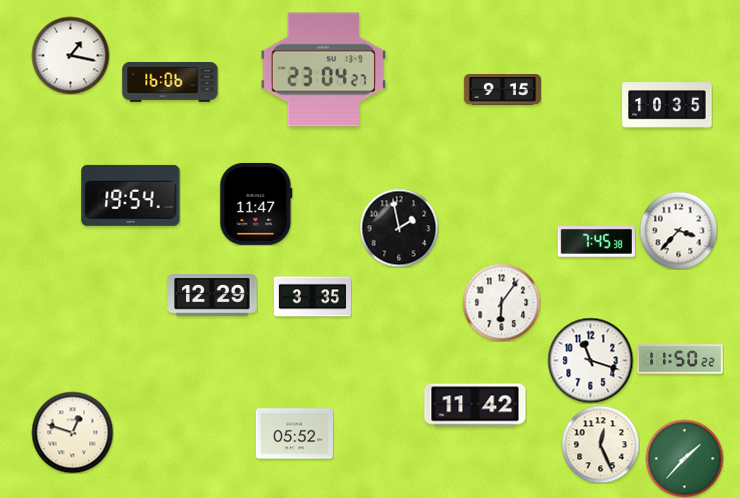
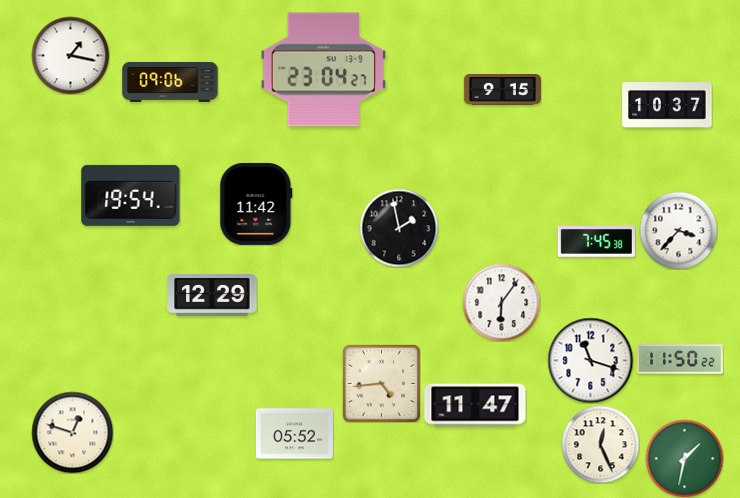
clock at (170, 82): 16:06 -> 09:06
clock at (667, 105): 10:35 -> 10:37
clock at (256, 204): 11:47 -> 11:42
clock at (312, 297): 3:35 -> none
clock at (381, 383): none -> 4:44
clock at (475, 405): 11:42 -> 11:47
clock at (684, 458): 1:37 -> 1:32
